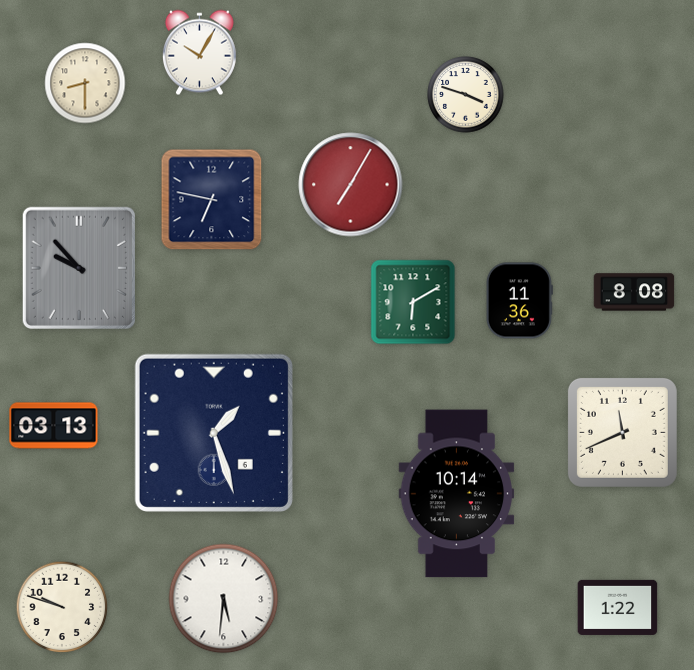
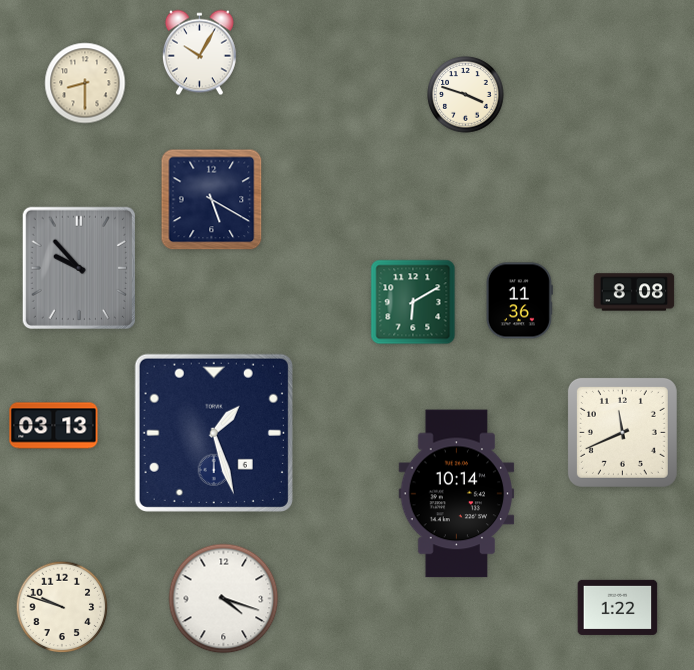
clock at (351, 185): 7:05 -> none
clock at (212, 200): 6:47 -> 5:20
clock at (224, 599): 5:31 -> 4:18
